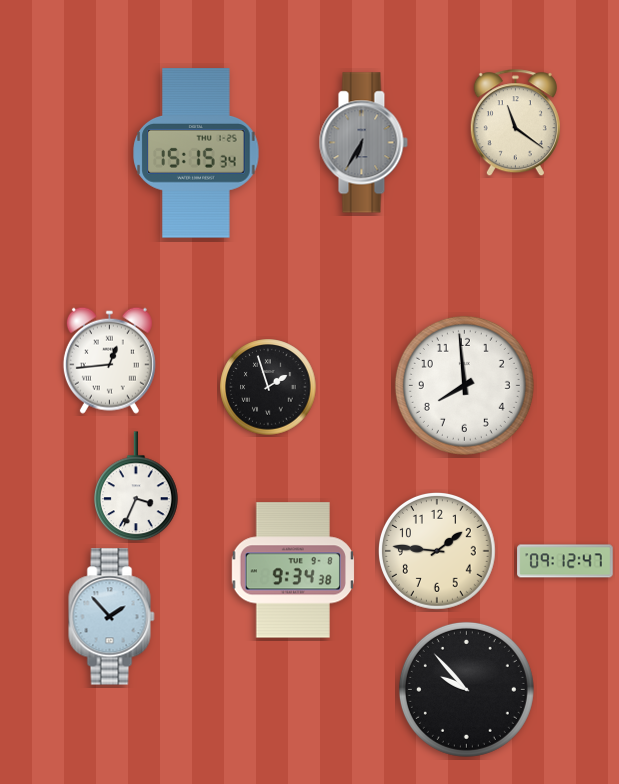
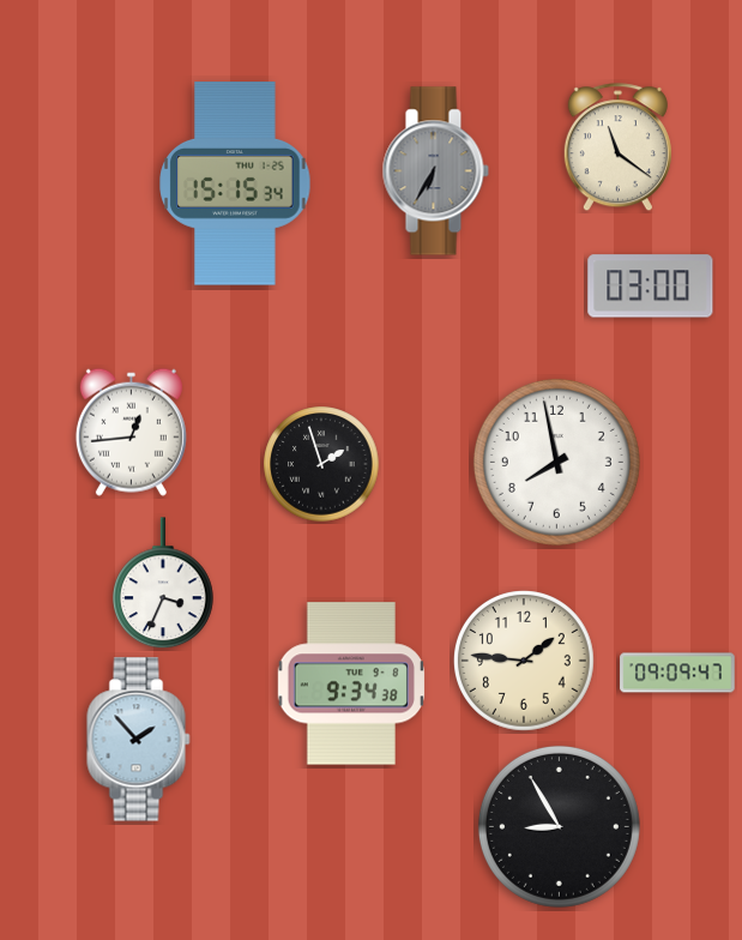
clock at (651, 287): none -> 03:00
clock at (464, 385): 7:59 -> 7:58
clock at (565, 561): 09:12 -> 09:09
clock at (112, 617) position: (112, 617) -> (139, 740)
clock at (466, 689): 9:53 -> 8:55
